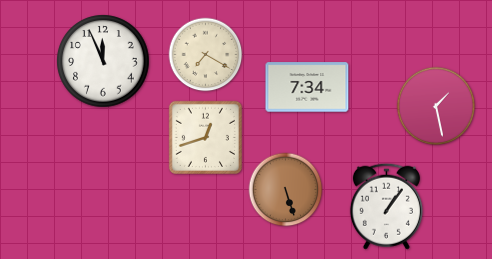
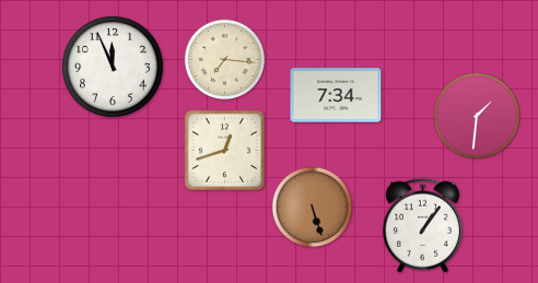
clock at (206, 55): 7:20 -> 7:16
clock at (436, 106): 1:28 -> 1:31
